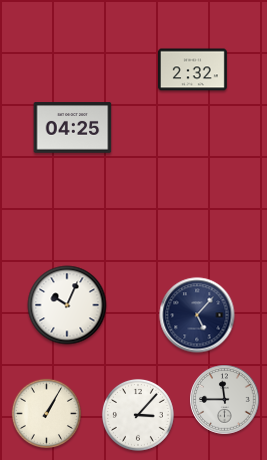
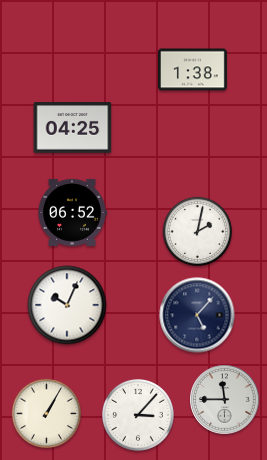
clock at (192, 70): 2:32 -> 1:38
clock at (72, 212): none -> 06:52
clock at (197, 231): none -> 2:02
